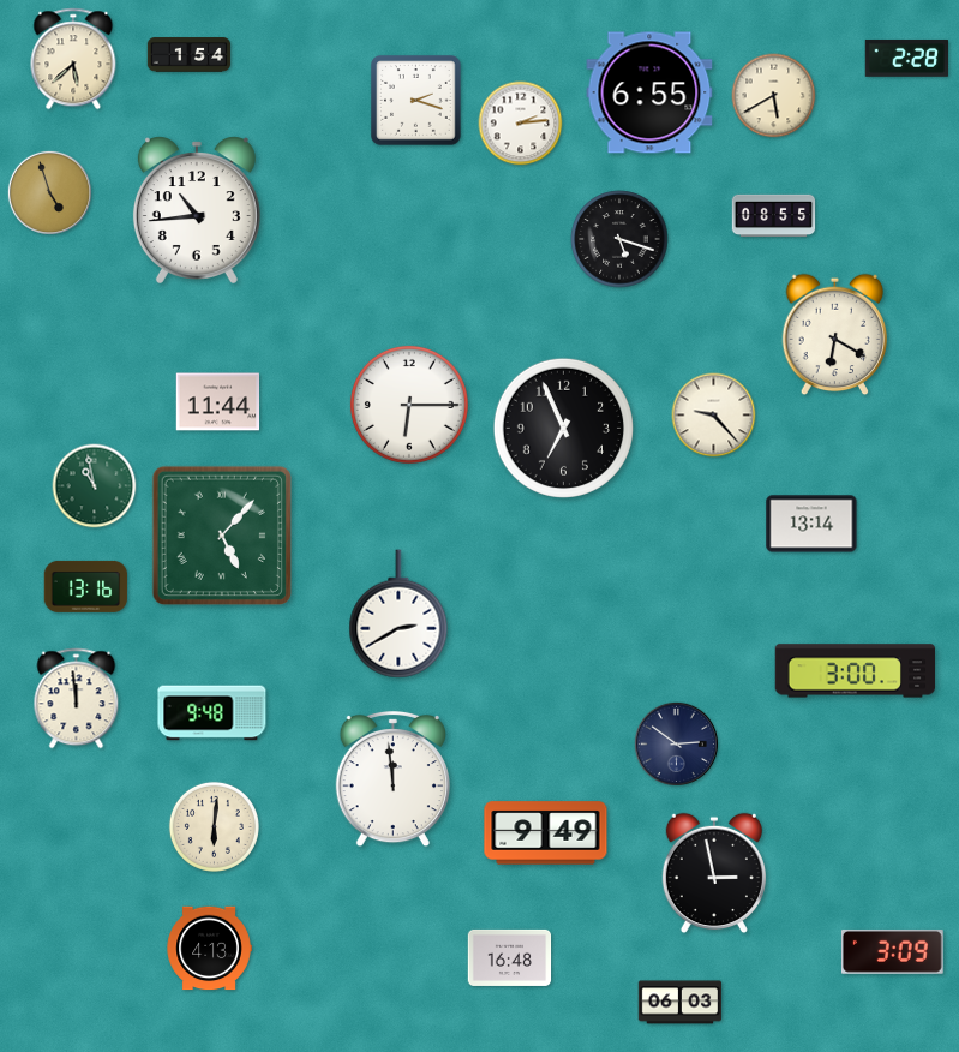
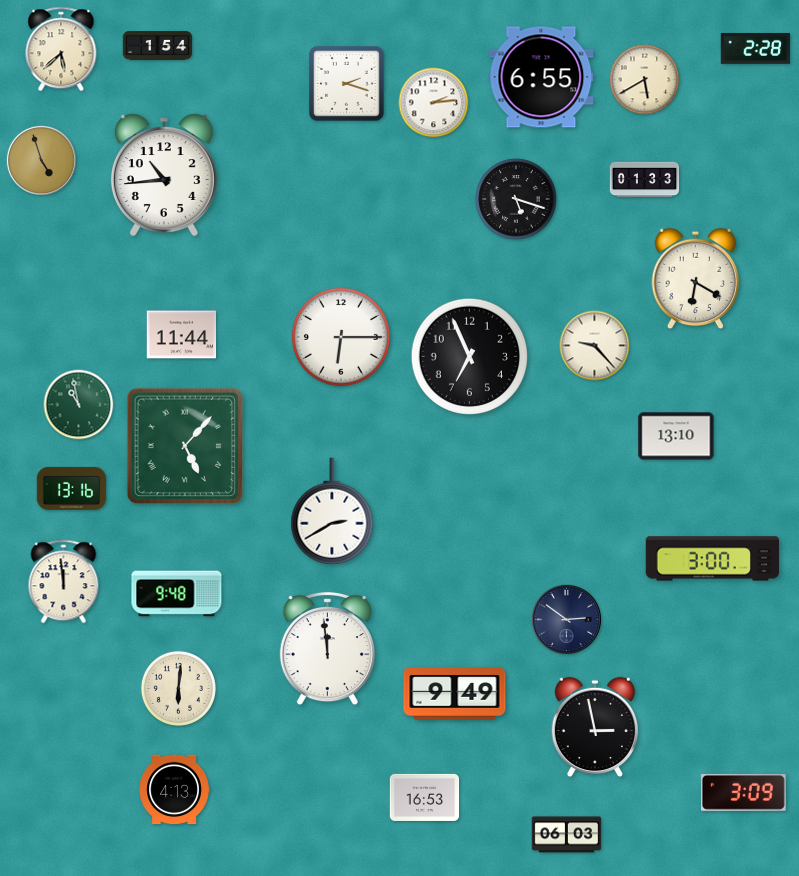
clock at (774, 216): 08:55 -> 01:33
clock at (811, 524): 13:14 -> 13:10
clock at (676, 743) position: (676, 743) -> (566, 619)
clock at (510, 957): 16:48 -> 16:53
